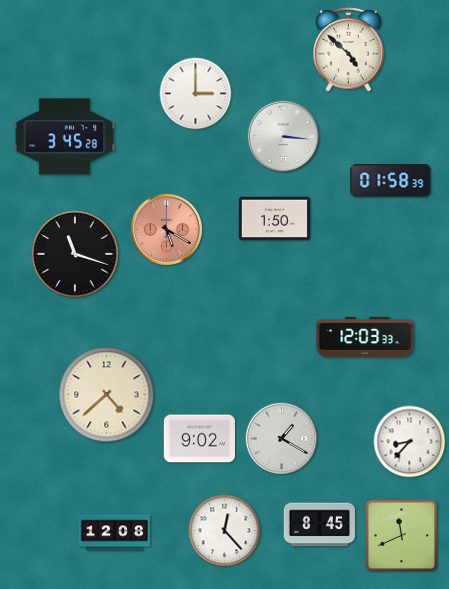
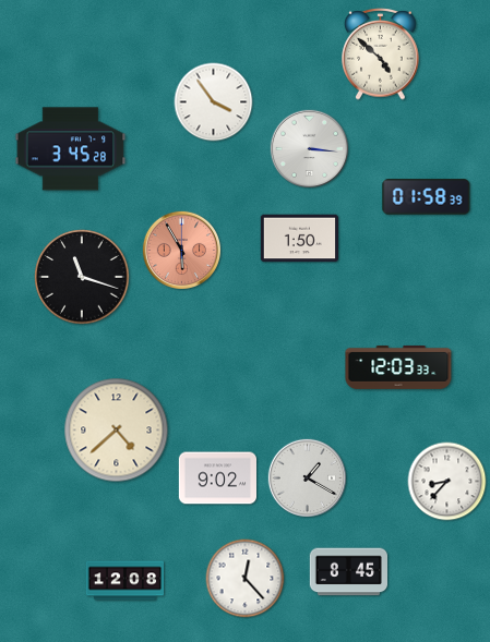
clock at (196, 94): 3:00 -> 3:54
clock at (167, 230): 5:20 -> 5:55
clock at (402, 536): 11:41 -> none
